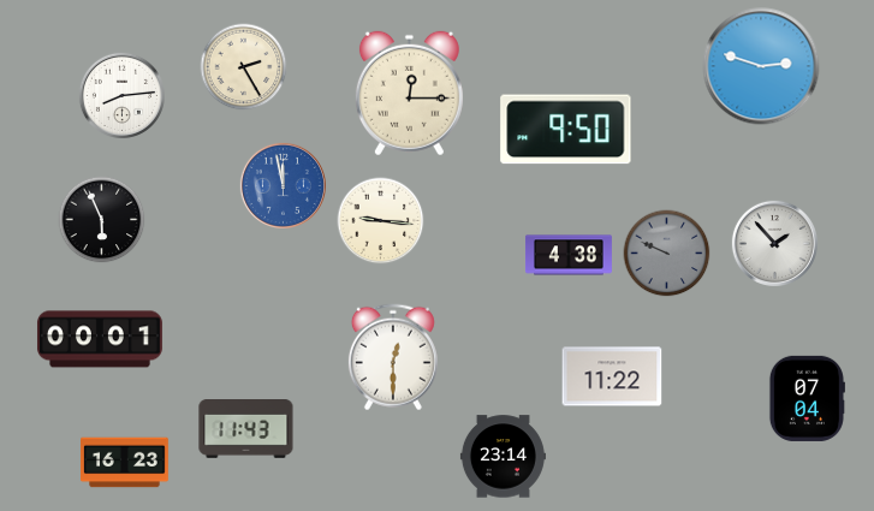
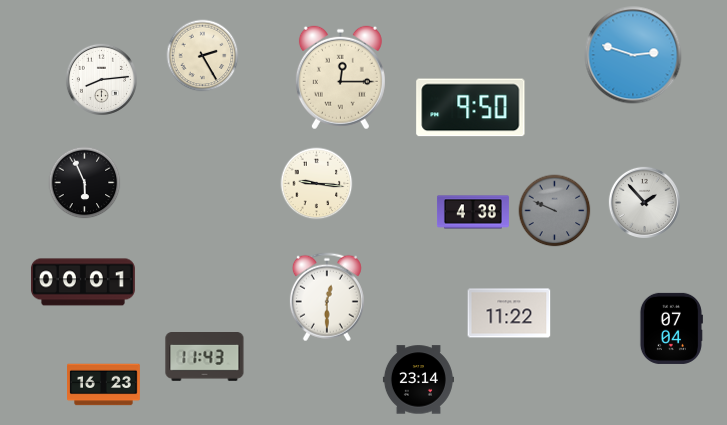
clock at (283, 185): 11:58 -> none
clock at (807, 398) position: (807, 398) -> (671, 328)
